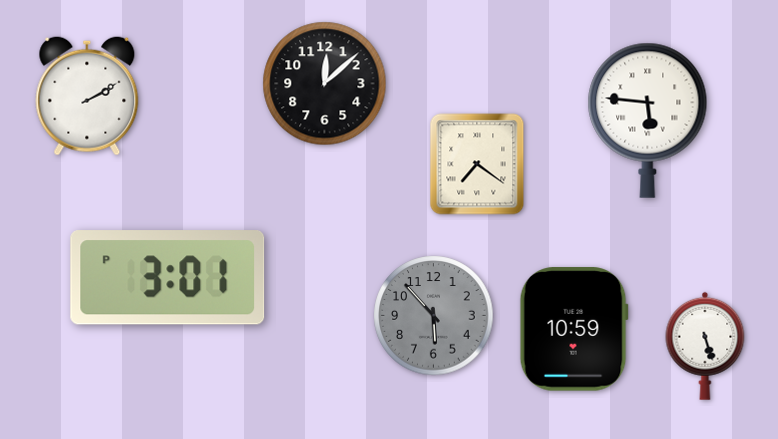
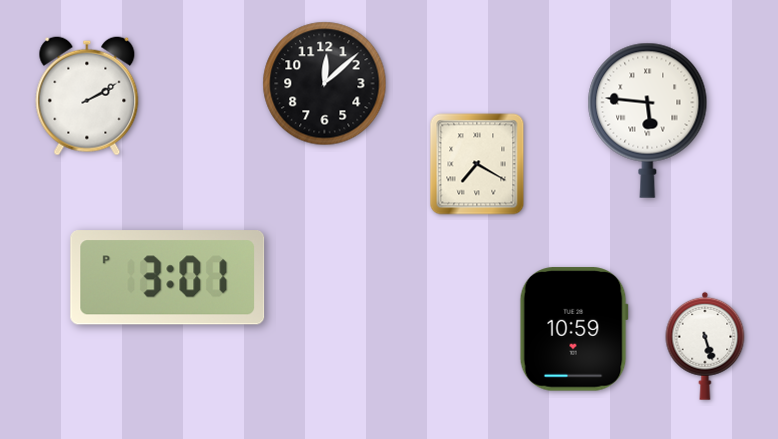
clock at (477, 164): 7:21 -> 7:20
clock at (434, 316): 5:53 -> none
